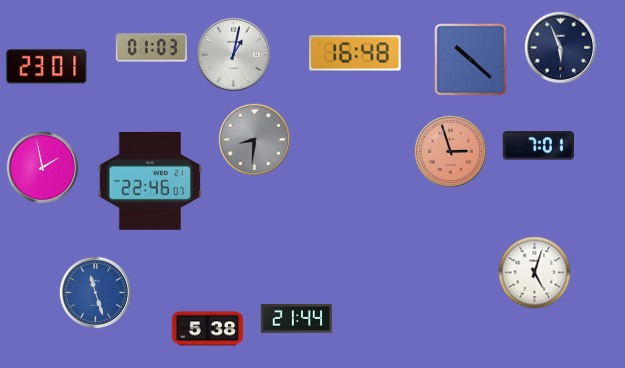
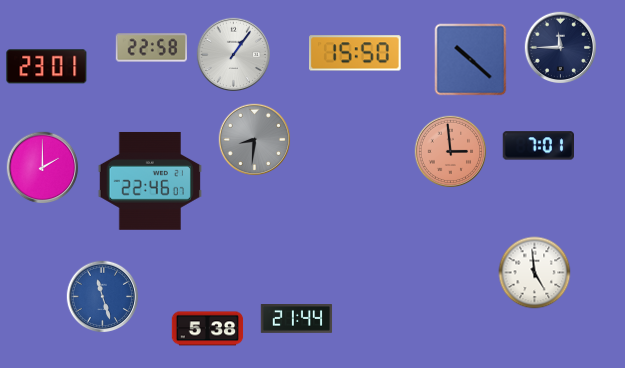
clock at (151, 48): 01:03 -> 22:58
clock at (561, 48): 5:56 -> 11:45
clock at (356, 53): 16:48 -> 15:50
clock at (233, 54): 1:02 -> 1:06
clock at (451, 152): 2:57 -> 2:59
clock at (43, 168): 1:58 -> 2:00
clock at (535, 273): 5:03 -> 4:59
clock at (96, 293) position: (96, 293) -> (103, 297)
